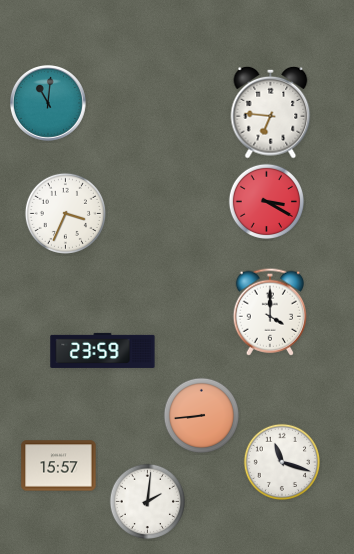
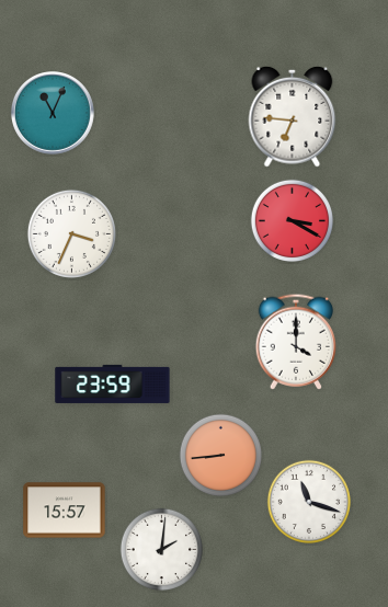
clock at (49, 104): 11:01 -> 11:04
clock at (271, 112) position: (271, 112) -> (293, 116)
clock at (281, 461) position: (281, 461) -> (308, 501)
